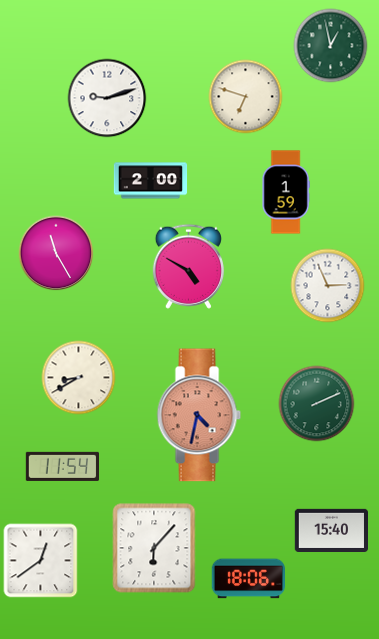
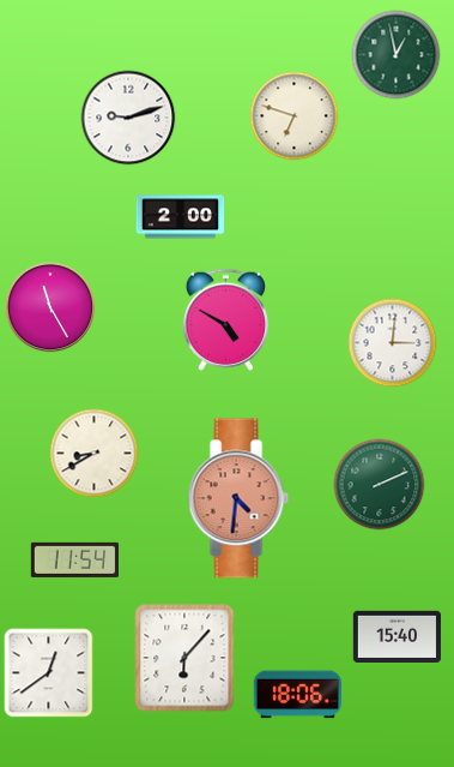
clock at (286, 192): 1:59 -> none
clock at (56, 253) position: (56, 253) -> (50, 307)
clock at (328, 286): 2:56 -> 3:01
clock at (199, 415): 4:32 -> 4:31
